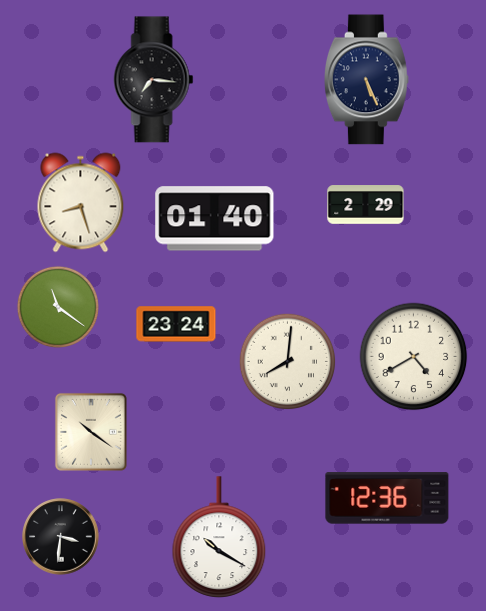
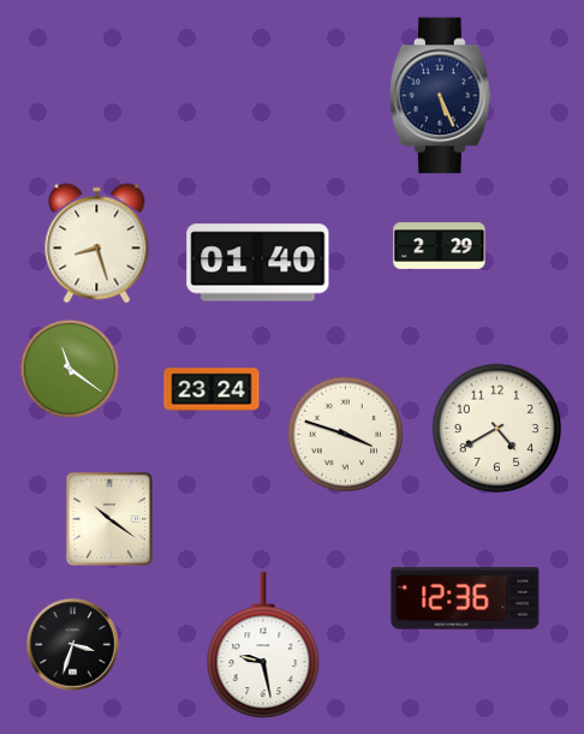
clock at (154, 80): 7:16 -> none
clock at (287, 361): 8:01 -> 3:48
clock at (61, 537): 3:31 -> 3:33
clock at (219, 537): 10:20 -> 9:28
